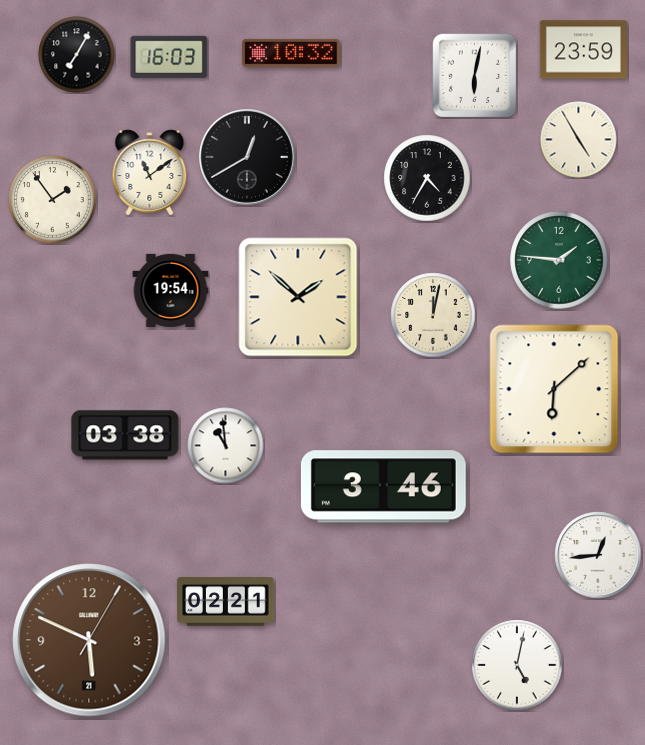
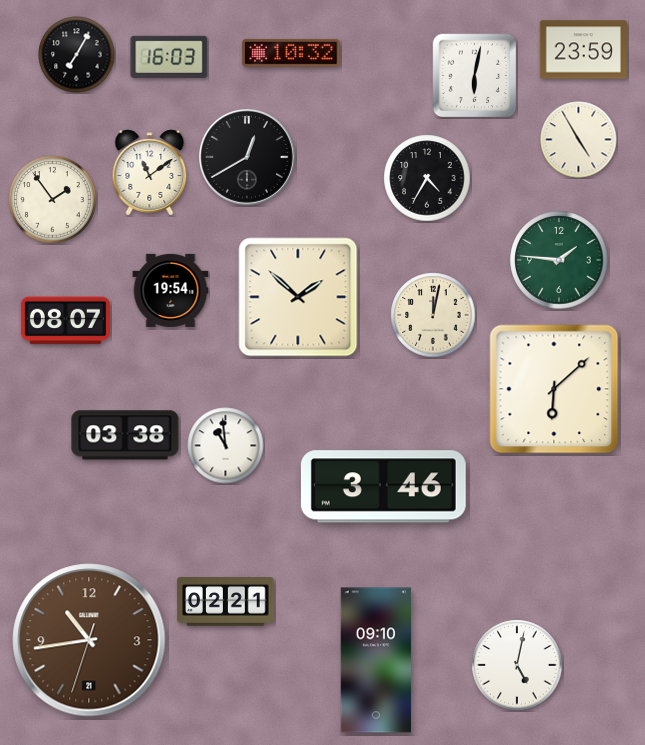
clock at (65, 321): none -> 08:07
clock at (598, 555): 12:44 -> none
clock at (89, 640): 5:49 -> 10:43
clock at (375, 660): none -> 09:10
